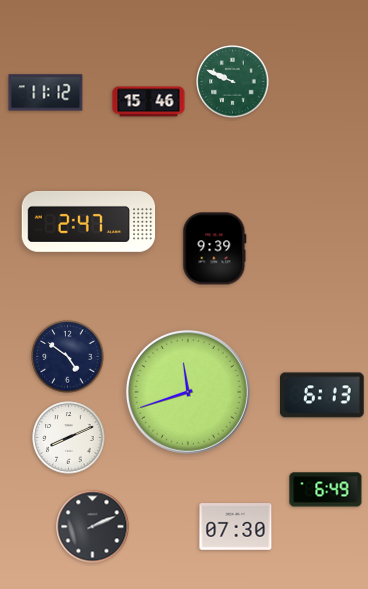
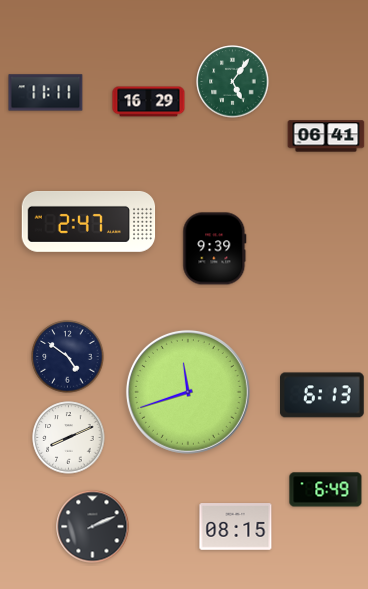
clock at (233, 82): 9:49 -> 5:06
clock at (46, 93): 11:12 -> 11:11
clock at (149, 102): 15:46 -> 16:29
clock at (326, 136): none -> 06:41
clock at (236, 527): 07:30 -> 08:15
